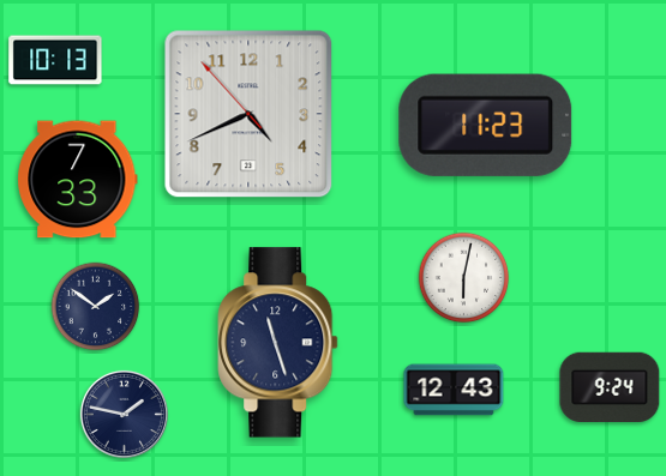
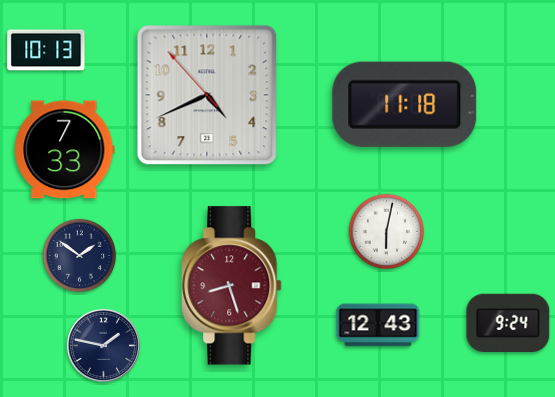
clock at (486, 125): 11:23 -> 11:18
clock at (278, 343): 11:27 -> 8:27
clock at (278, 343) dial: navy -> burgundy
